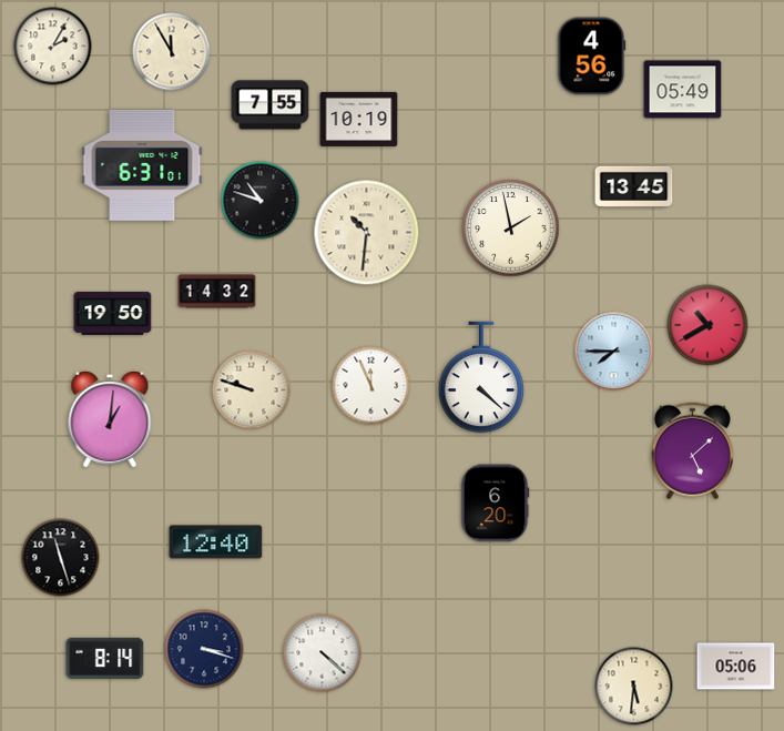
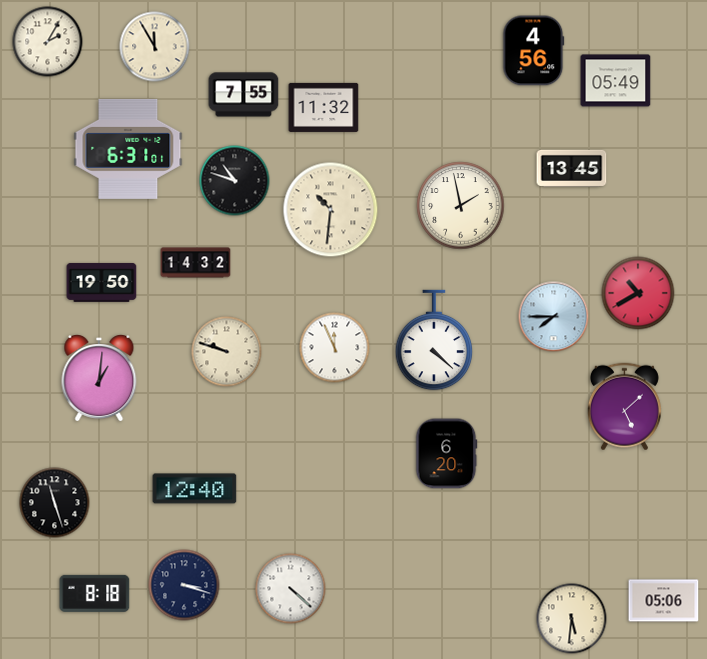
clock at (359, 119): 10:19 -> 11:32
clock at (105, 658): 8:14 -> 8:18
